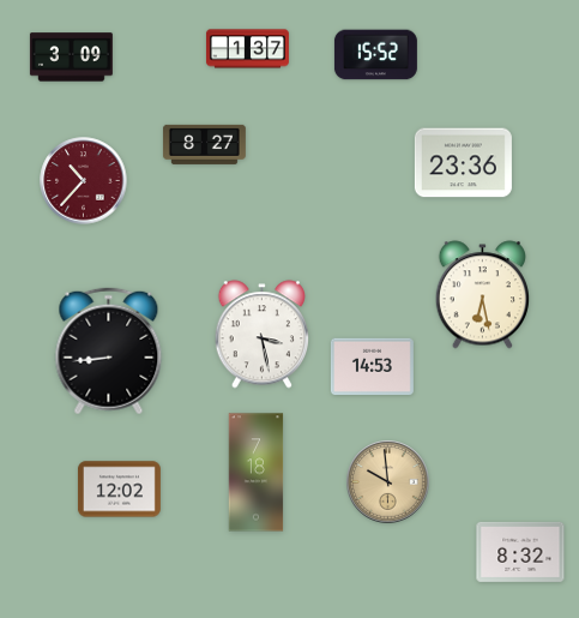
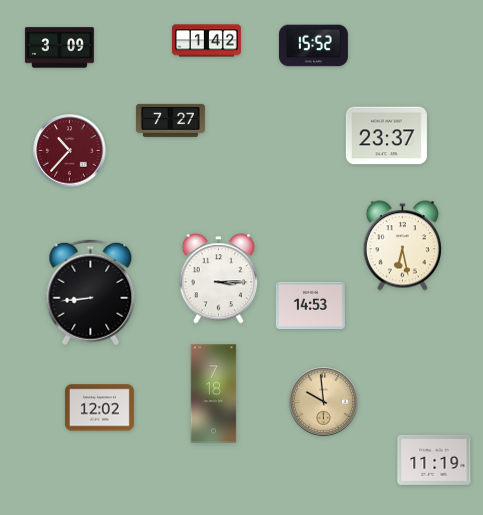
clock at (247, 49): 1:37 -> 1:42
clock at (204, 144): 8:27 -> 7:27
clock at (463, 163): 23:36 -> 23:37
clock at (261, 335): 3:28 -> 3:15
clock at (520, 552): 8:32 -> 11:19
